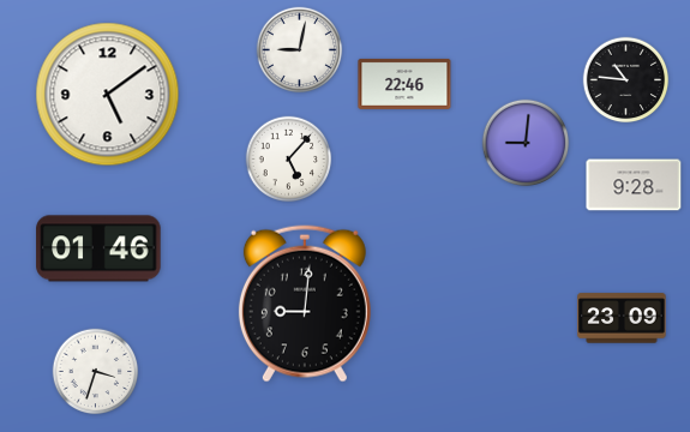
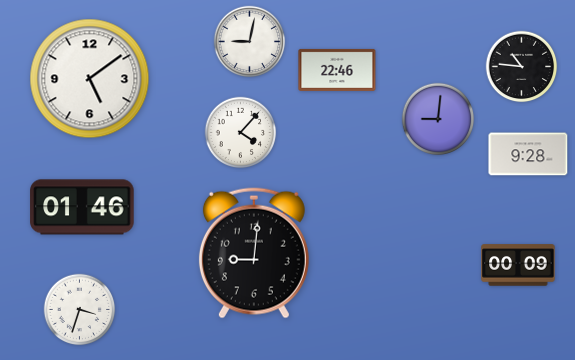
clock at (289, 160): 5:07 -> 4:07
clock at (622, 318): 23:09 -> 00:09
